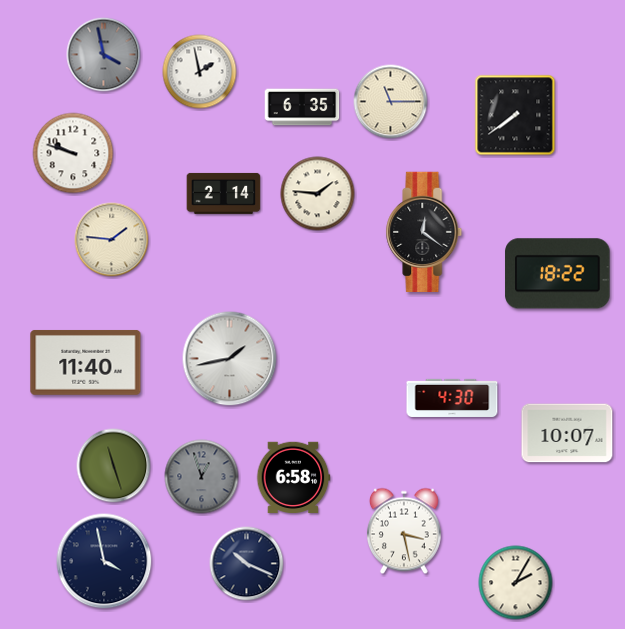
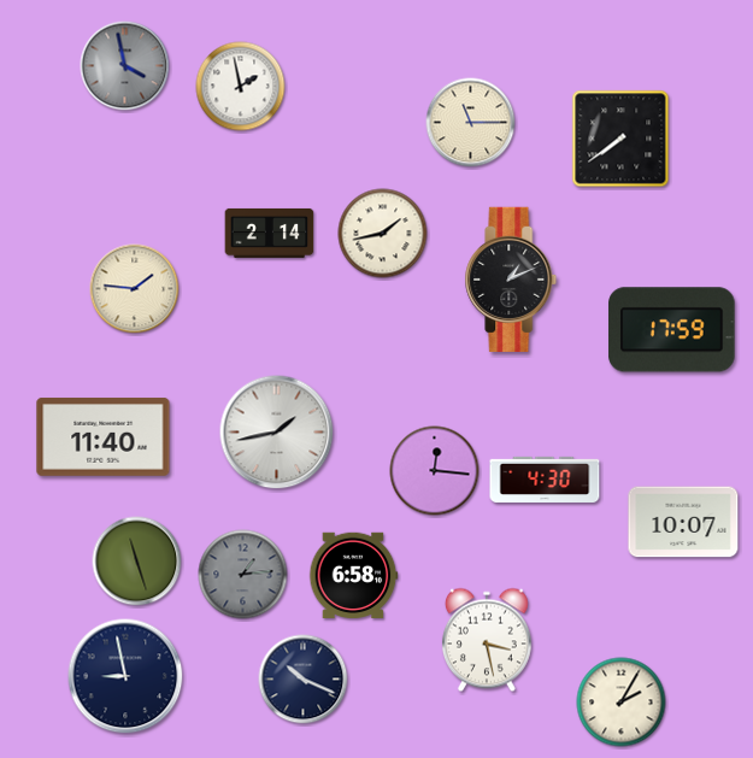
clock at (302, 107): 6:35 -> none
clock at (73, 153): 9:48 -> none
clock at (318, 194): 1:46 -> 1:43
clock at (424, 231): 12:21 -> 1:11
clock at (558, 274): 18:22 -> 17:59
clock at (435, 471): none -> 12:16
clock at (202, 477): 12:57 -> 1:14
clock at (104, 561): 3:58 -> 8:58
clock at (247, 564) position: (247, 564) -> (304, 680)
